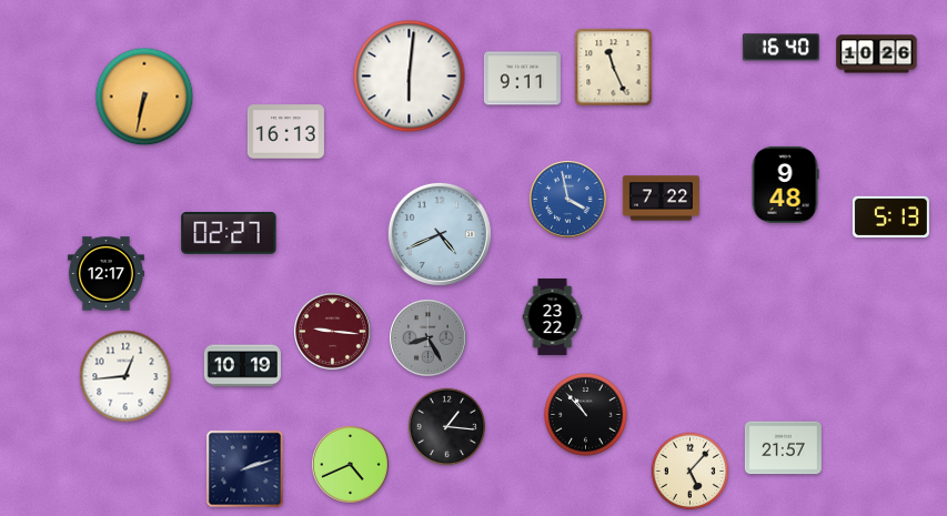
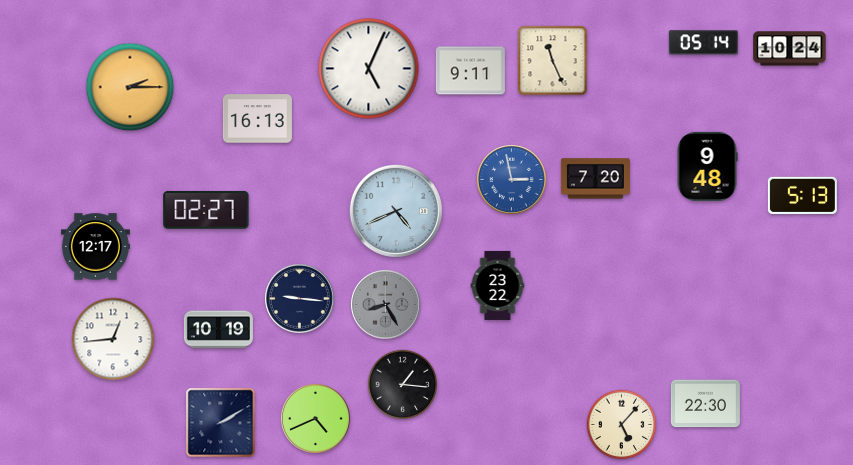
clock at (780, 48): 16:40 -> 05:14
clock at (877, 54): 10:26 -> 10:24
clock at (410, 77): 6:01 -> 5:04
clock at (144, 97): 6:32 -> 2:15
clock at (661, 199): 7:22 -> 7:20
clock at (568, 200): 3:58 -> 2:58
clock at (333, 332) dial: burgundy -> navy
clock at (586, 415): 10:53 -> none
clock at (783, 448): 21:57 -> 22:30
clock at (245, 469): 2:12 -> 2:10
